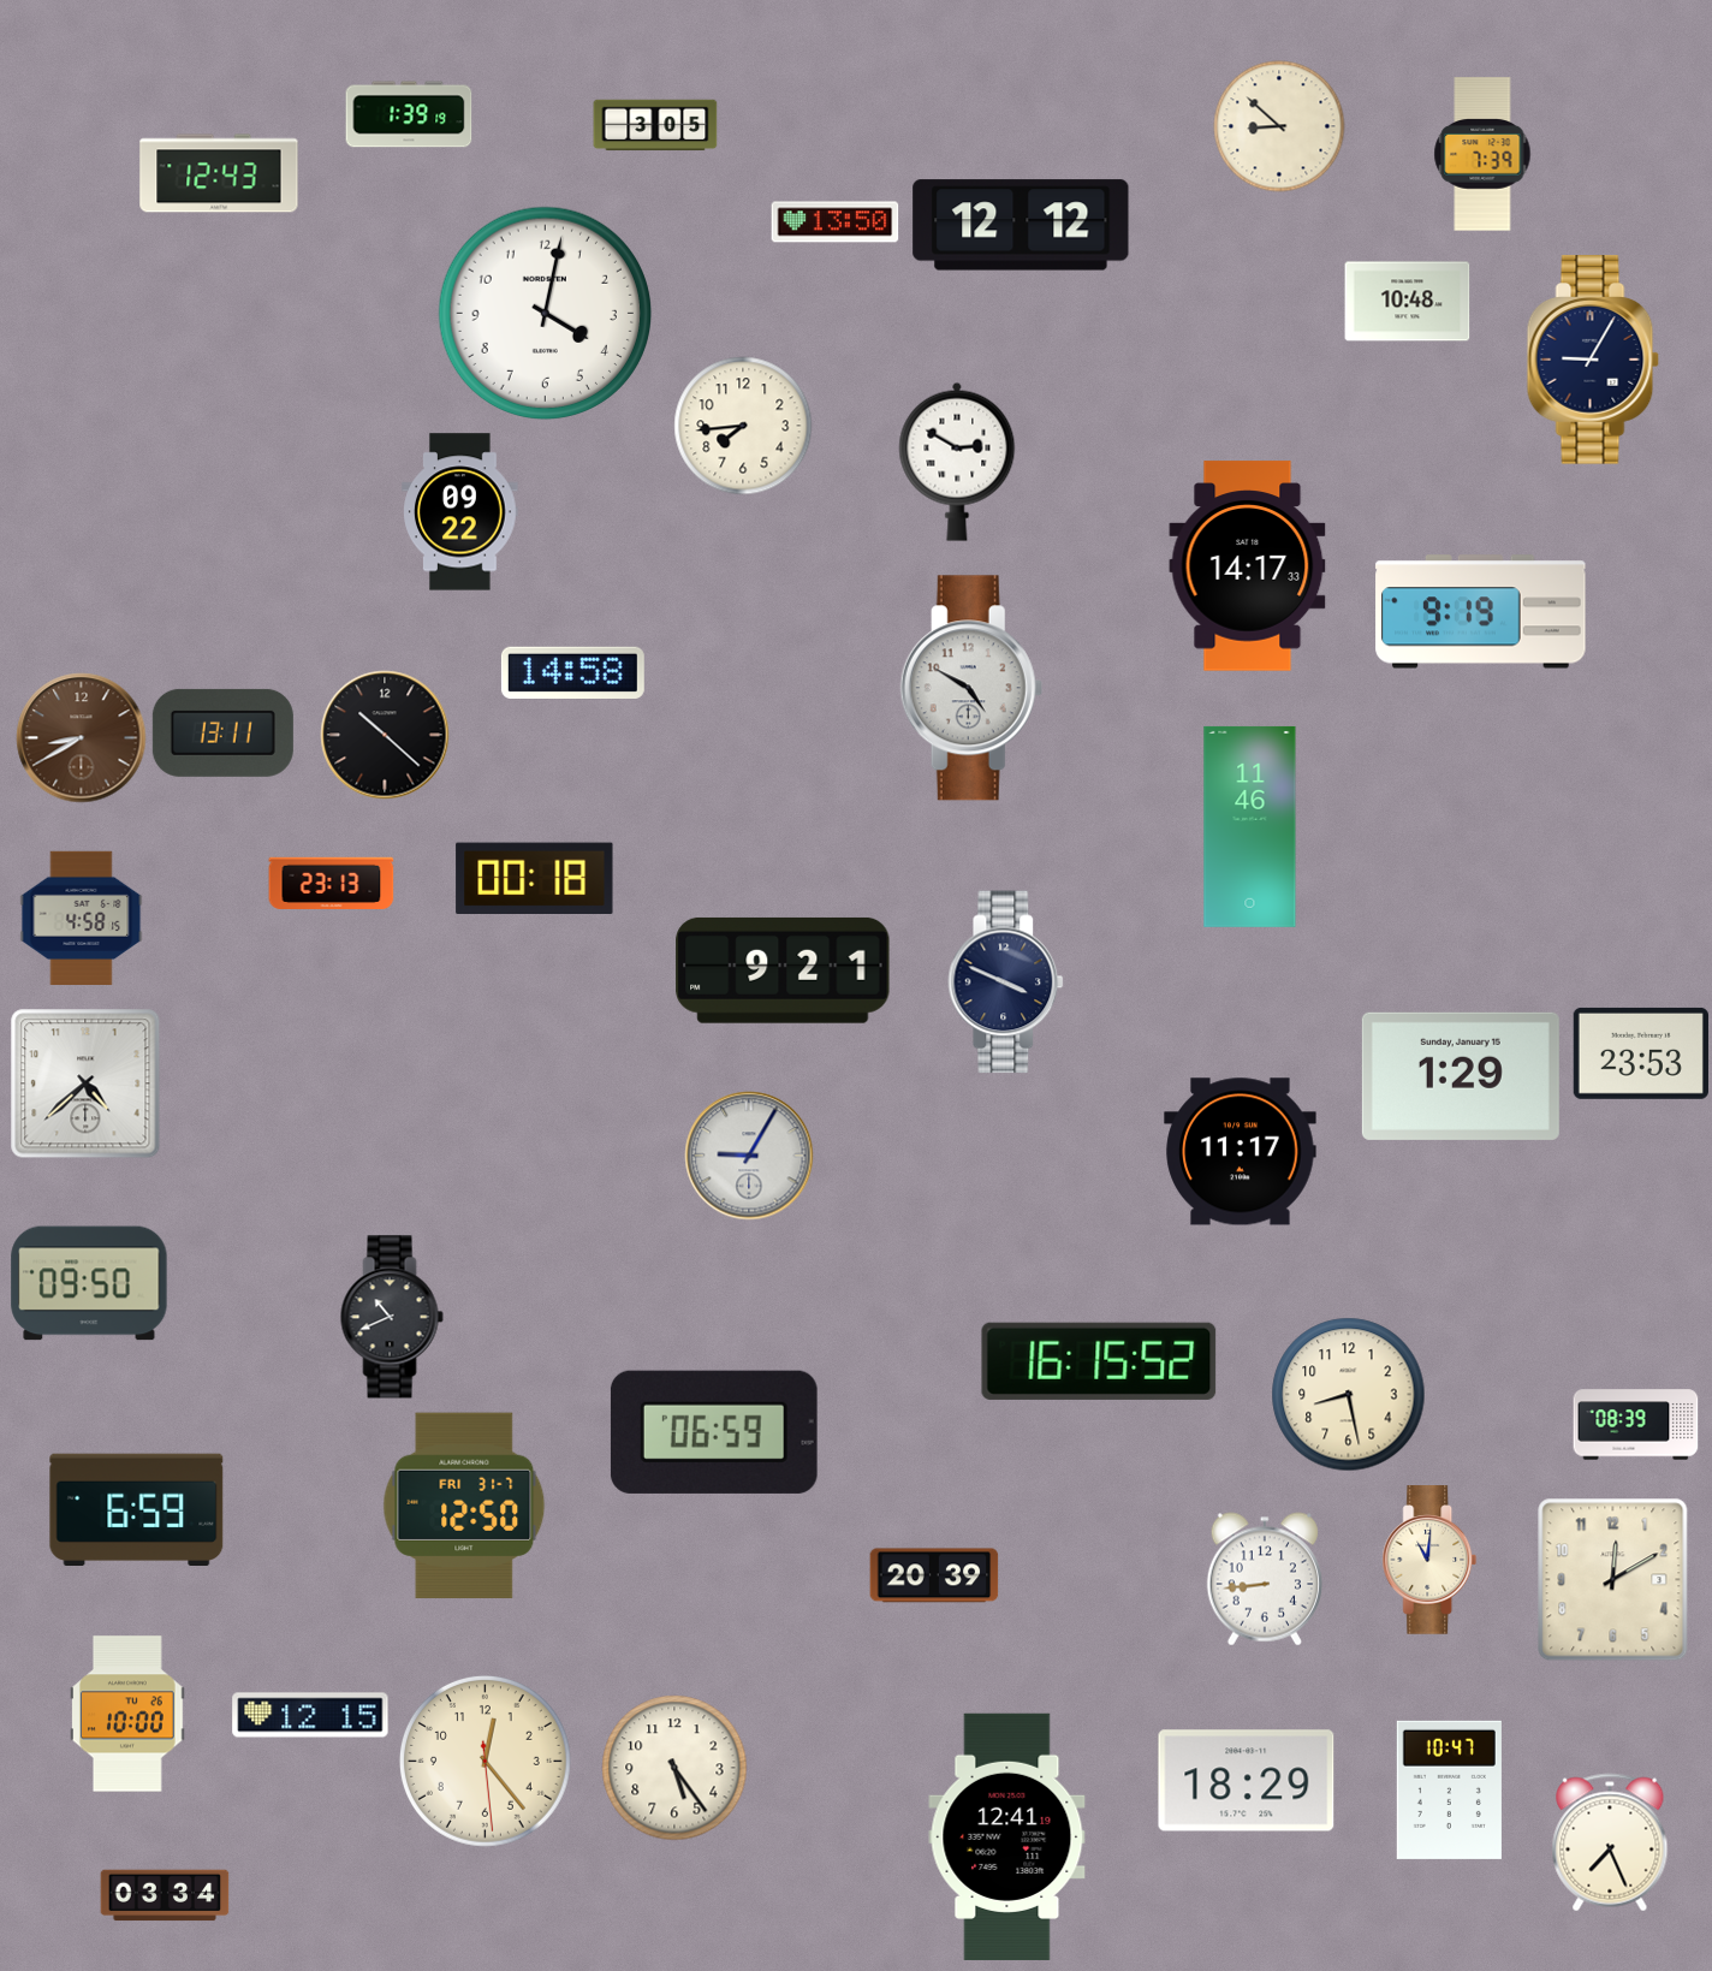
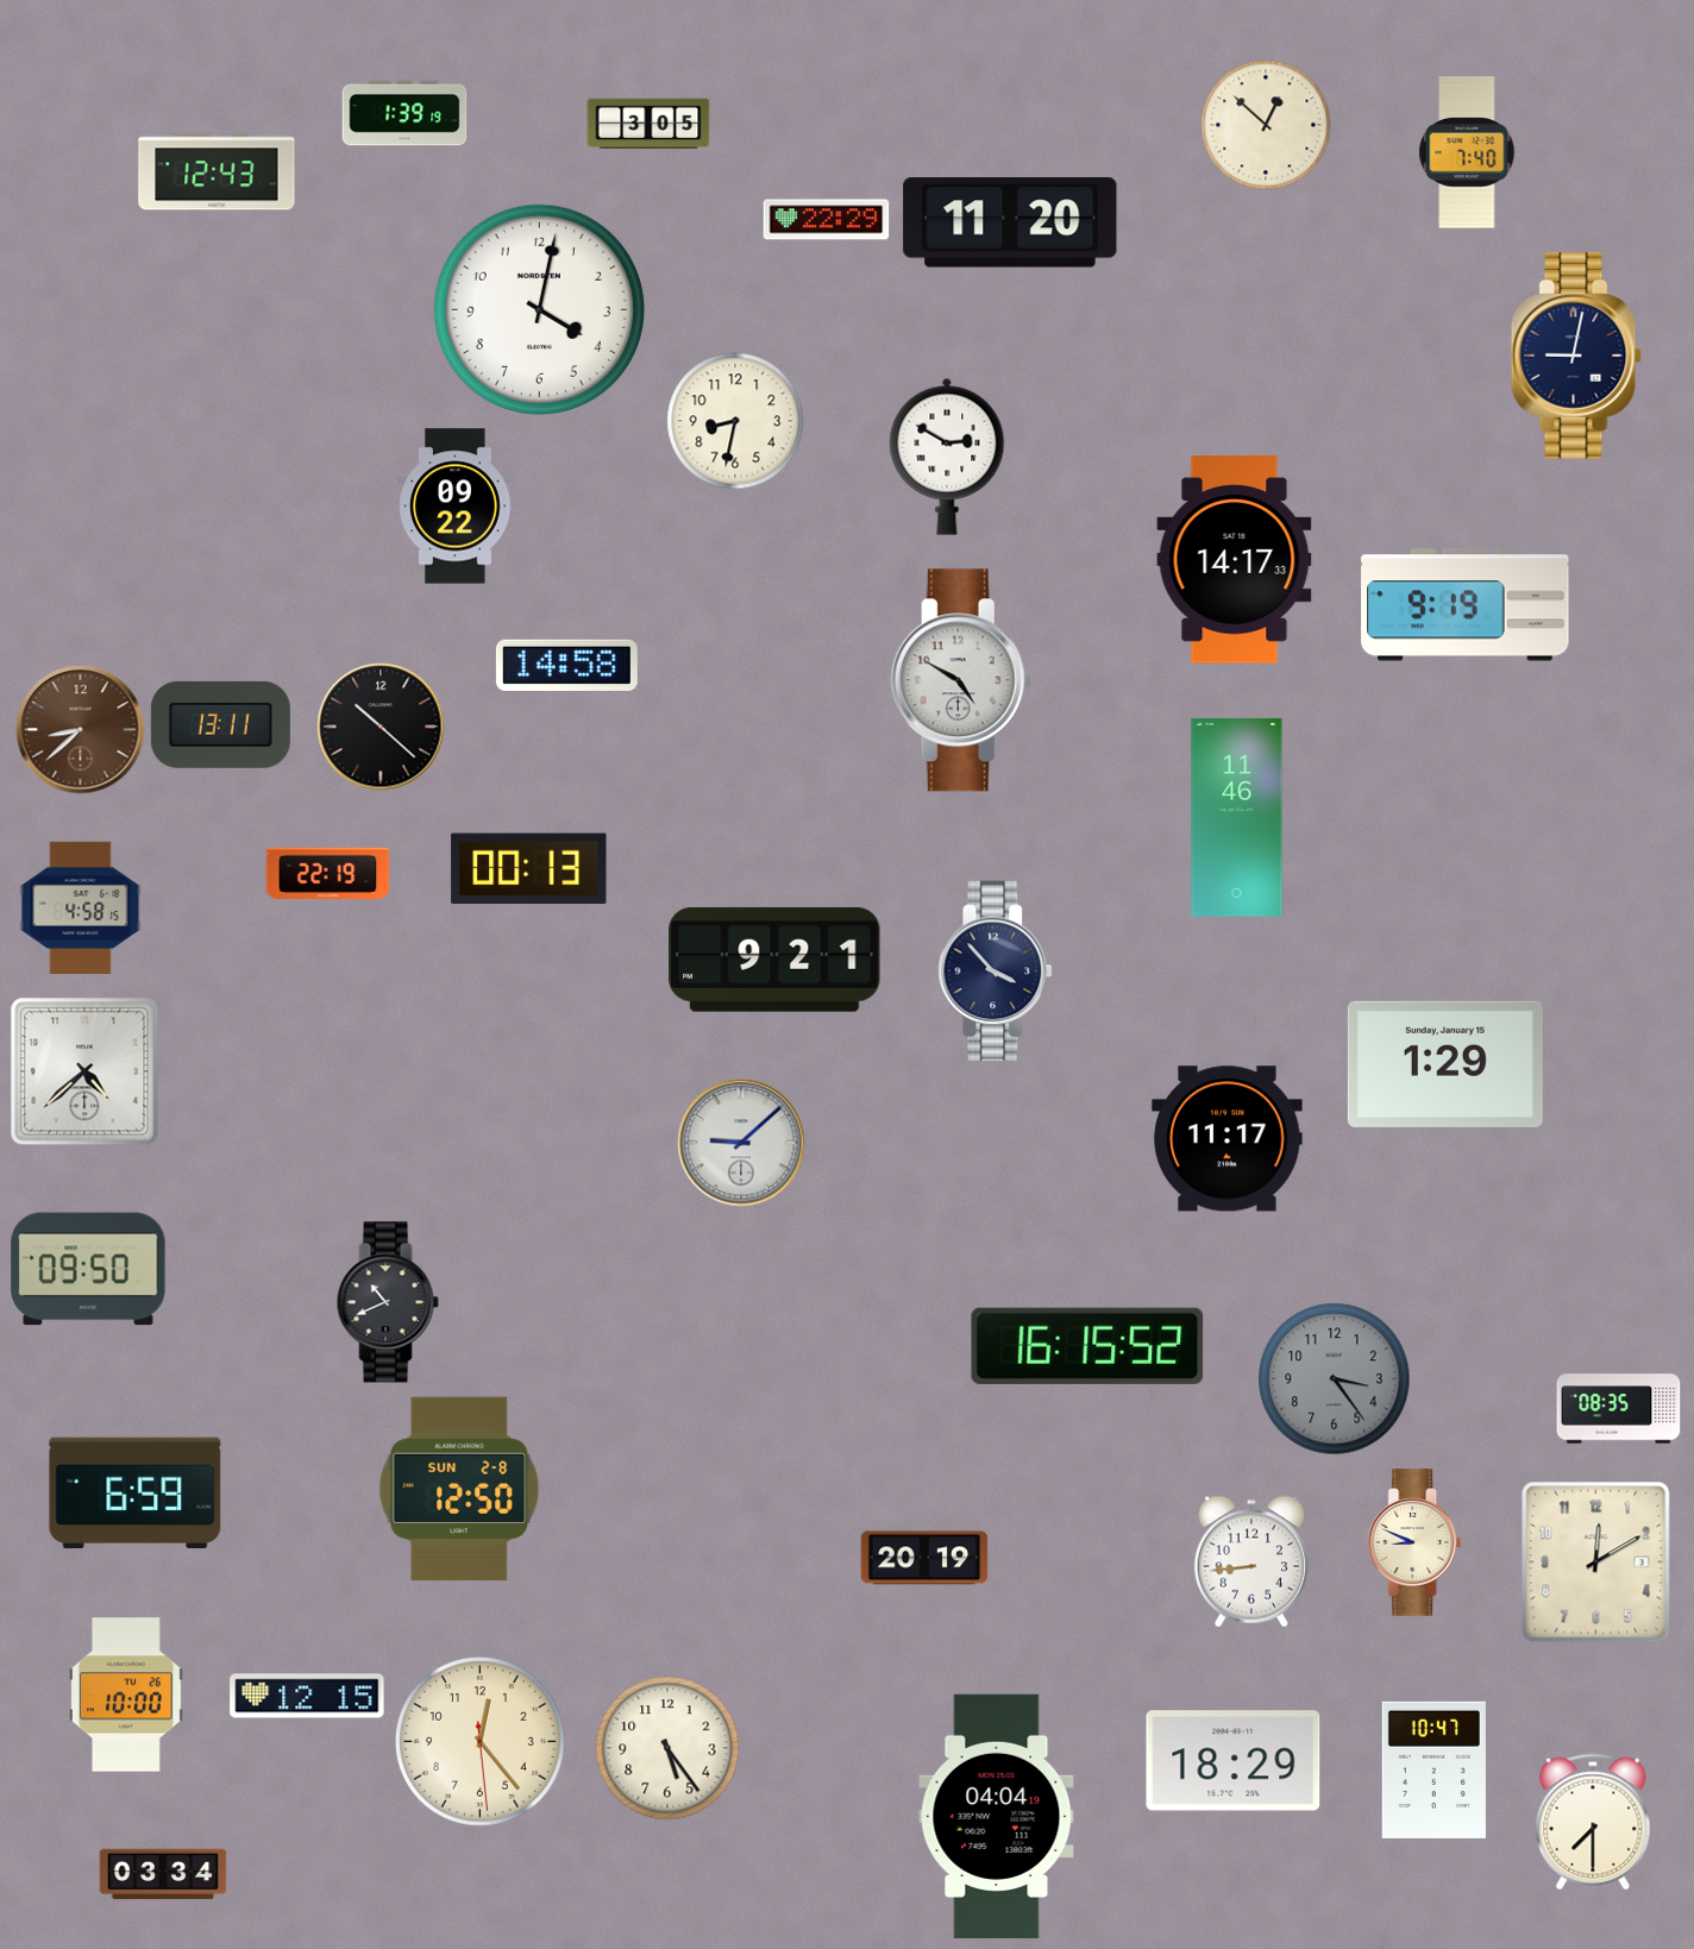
clock at (1279, 126): 8:52 -> 12:52
clock at (1482, 154): 7:39 -> 7:40
clock at (836, 222): 13:50 -> 22:29
clock at (1021, 225): 12:12 -> 11:20
clock at (1408, 302): 10:48 -> none
clock at (1593, 360): 9:05 -> 9:02
clock at (743, 426): 7:44 -> 8:32
clock at (82, 738): 8:40 -> 8:38
clock at (535, 878): 00:18 -> 00:13
clock at (332, 883): 23:13 -> 22:19
clock at (1006, 982): 3:49 -> 3:53
clock at (1641, 1053): 23:53 -> none
clock at (749, 1156): 9:05 -> 9:08
clock at (1349, 1395): 8:28 -> 3:24
clock at (1349, 1395) dial: cream -> grey
clock at (1636, 1425): 08:39 -> 08:35
clock at (714, 1432): 06:59 -> none
clock at (464, 1506) date: FRI 31-7 -> SUN 2-8
clock at (1429, 1560): 11:01 -> 8:49
clock at (934, 1575): 20:39 -> 20:19
clock at (1007, 1836): 12:41 -> 04:04
clock at (1610, 1842): 7:26 -> 7:30
